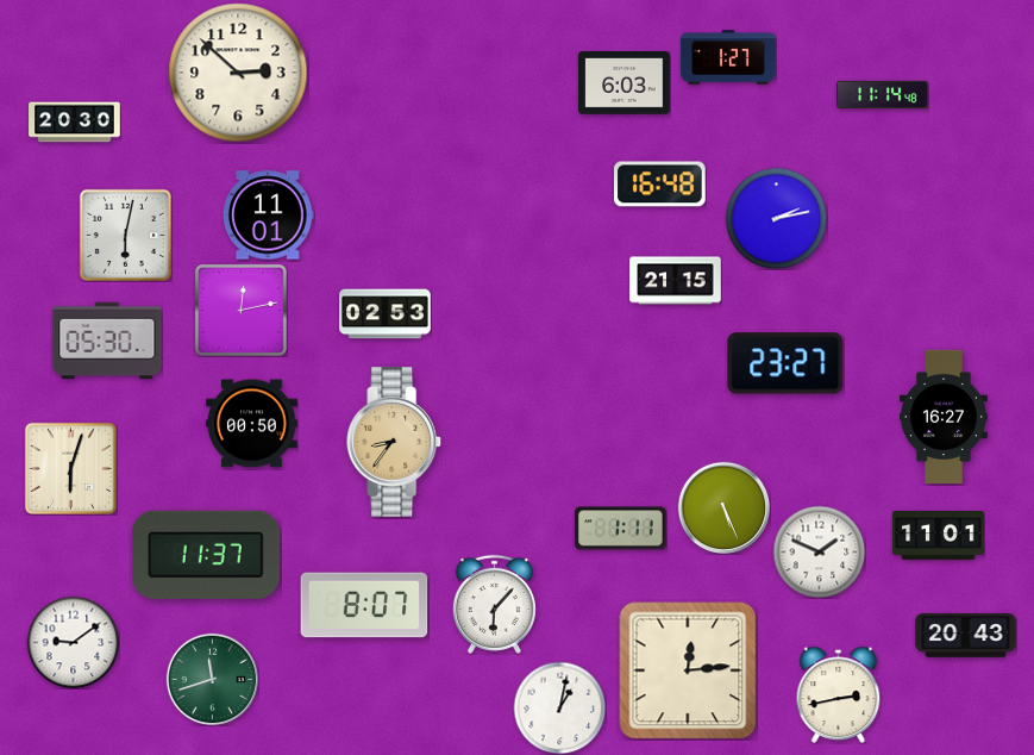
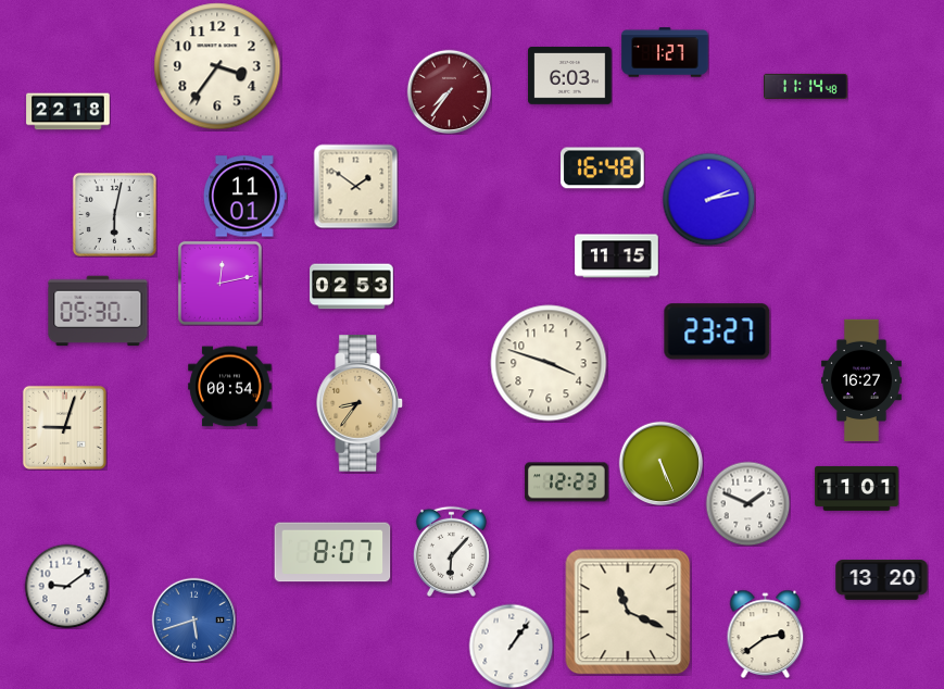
clock at (238, 73): 2:52 -> 3:36
clock at (449, 91): none -> 7:36
clock at (75, 123): 20:30 -> 22:18
clock at (355, 186): none -> 1:51
clock at (676, 281): 21:15 -> 11:15
clock at (549, 363): none -> 3:48
clock at (252, 424): 00:50 -> 00:54
clock at (70, 468): 6:03 -> 9:03
clock at (621, 529): 1:11 -> 12:23
clock at (206, 555): 11:37 -> none
clock at (966, 636): 20:43 -> 13:20
clock at (688, 670): 12:14 -> 11:19
clock at (212, 679): 11:42 -> 5:42
clock at (212, 679) dial: green -> blue
clock at (839, 694): 2:43 -> 2:39
clock at (559, 707): 1:02 -> 1:06
